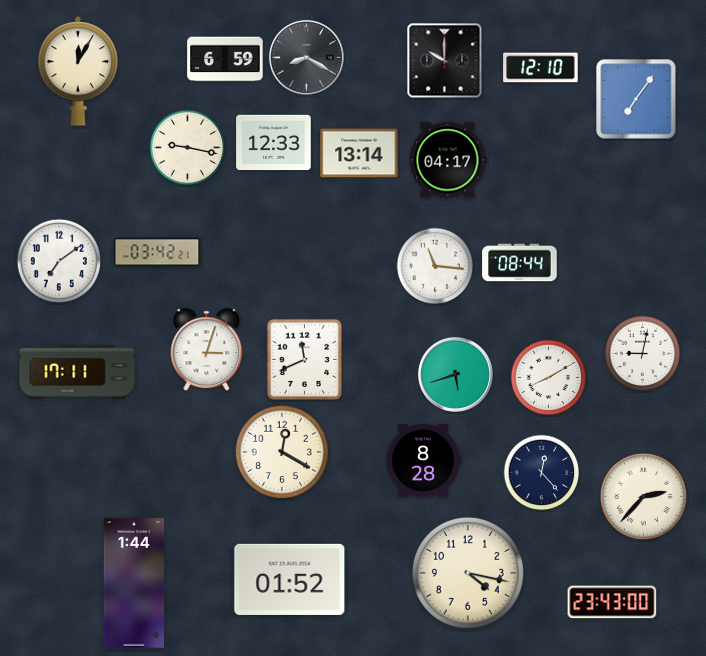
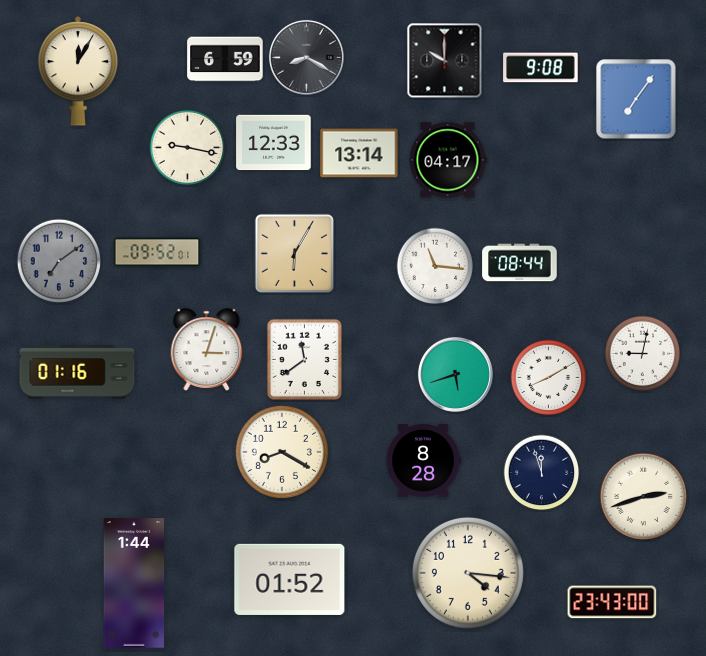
clock at (541, 68): 12:10 -> 9:08
clock at (157, 252): 03:42 -> 09:52
clock at (294, 253): none -> 6:05
clock at (59, 261) dial: white -> grey
clock at (304, 359): 11:41 -> 11:39
clock at (77, 372): 17:11 -> 01:16
clock at (282, 452): 12:20 -> 8:20
clock at (542, 473): 12:23 -> 11:57
clock at (643, 496): 2:37 -> 2:42
clock at (468, 573): 4:17 -> 4:16
